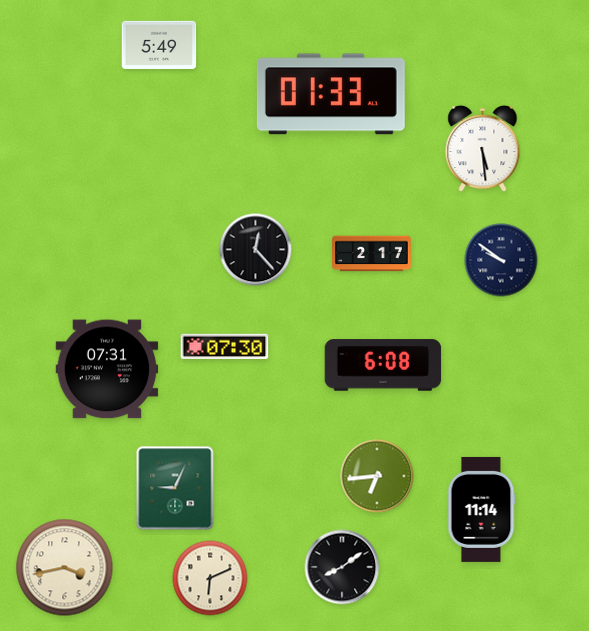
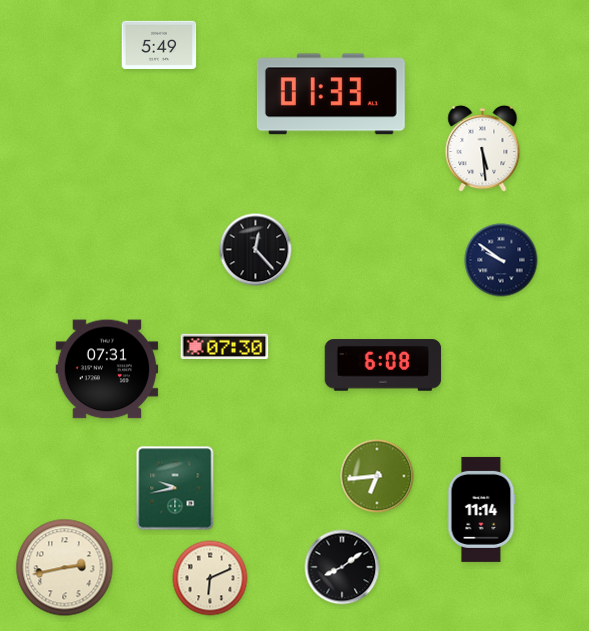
clock at (372, 254): 2:17 -> none
clock at (175, 488): 9:04 -> 9:43
clock at (65, 568): 3:43 -> 2:43
